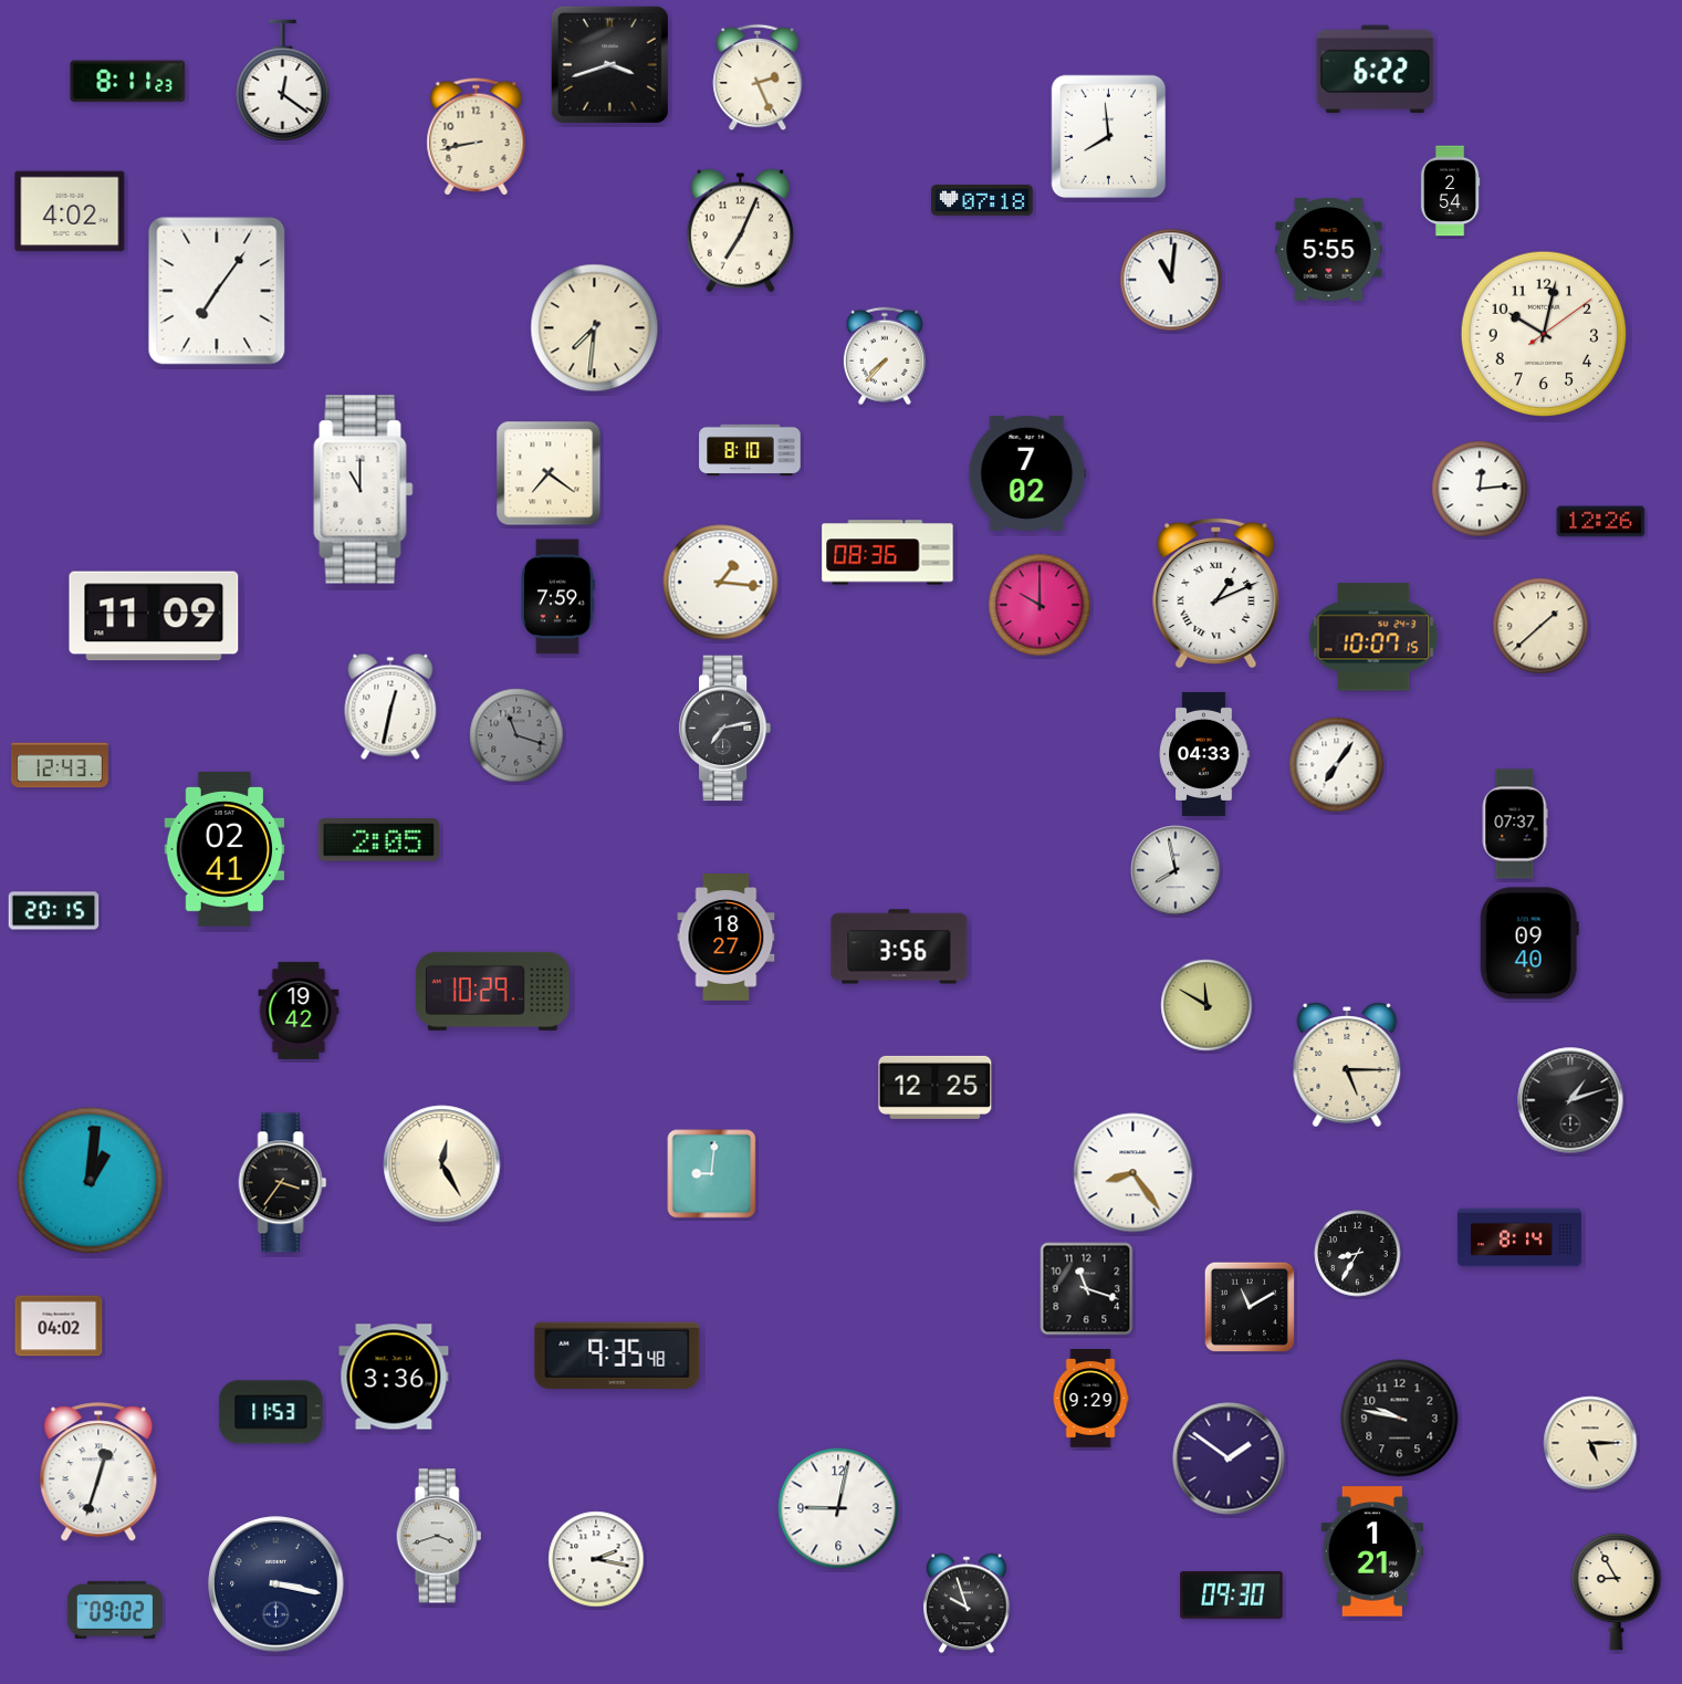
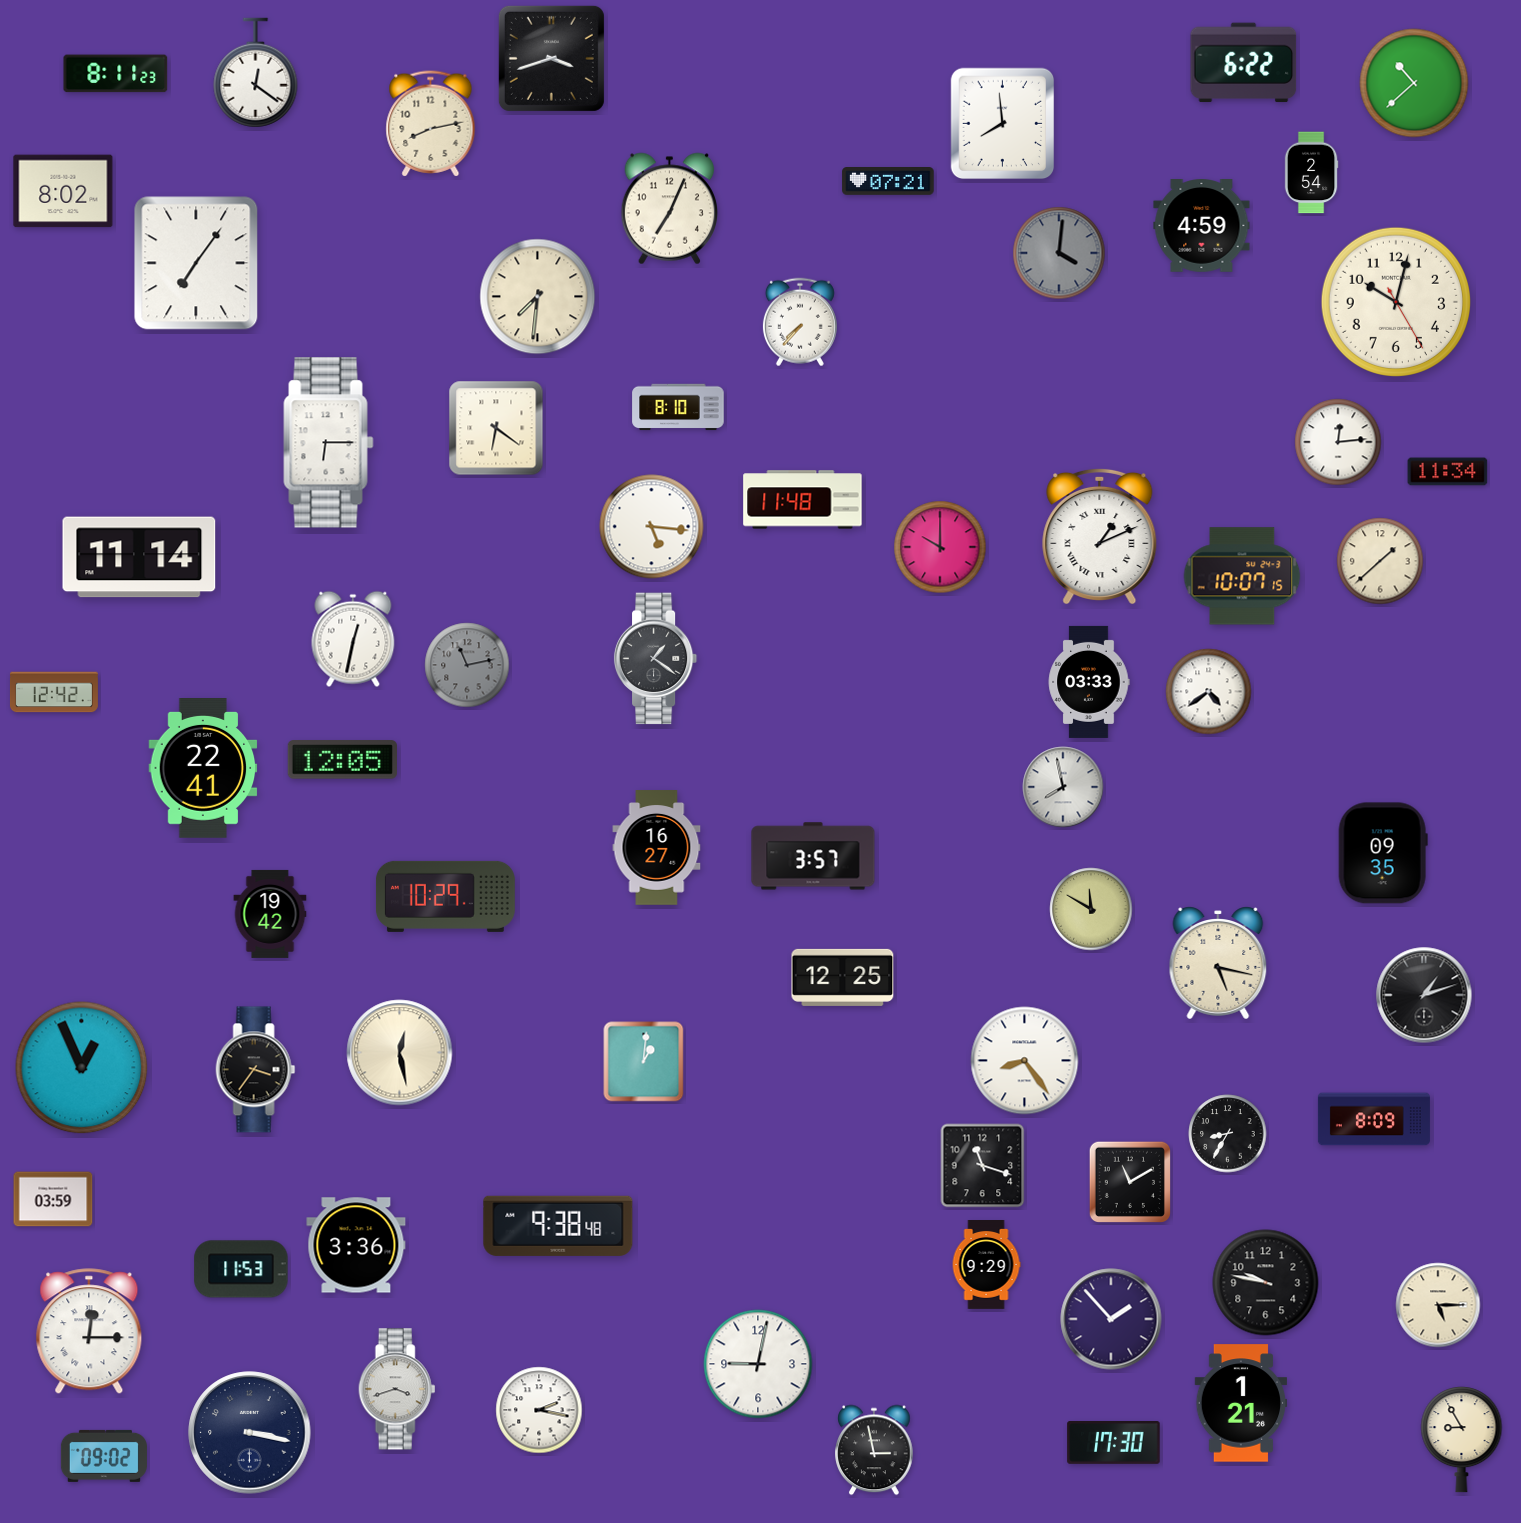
clock at (758, 77): 2:26 -> none
clock at (1414, 83): none -> 10:38
clock at (477, 137): 8:43 -> 8:13
clock at (982, 201): 07:18 -> 07:21
clock at (70, 211): 4:02 -> 8:02
clock at (1329, 250): 5:55 -> 4:59
clock at (1171, 280): 11:01 -> 4:01
clock at (1171, 280) dial: white -> grey
clock at (1543, 333): 10:02:09 -> 10:02:25
clock at (549, 473): 7:21 -> 6:21
clock at (1027, 473): 7:02 -> none
clock at (364, 490): 11:00 -> 6:15
clock at (1601, 522): 12:26 -> 11:34
clock at (888, 553): 08:36 -> 11:48
clock at (721, 583): 1:16 -> 5:16
clock at (558, 597): 7:59 -> none
clock at (154, 616): 11:09 -> 11:14
clock at (1540, 626) position: (1540, 626) -> (1380, 561)
clock at (725, 729): 7:13 -> 1:21
clock at (516, 735): 11:18 -> 11:13
clock at (1204, 754): 04:33 -> 03:33
clock at (60, 765): 12:43 -> 12:42
clock at (1337, 765): 7:06 -> 4:39
clock at (1515, 824): 07:37 -> none
clock at (378, 840): 2:05 -> 12:05
clock at (224, 850): 02:41 -> 22:41
clock at (54, 911): 20:15 -> none
clock at (727, 938): 18:27 -> 16:27
clock at (1529, 943): 09:40 -> 09:35
clock at (899, 946): 3:56 -> 3:57
clock at (1347, 1065): 5:15 -> 5:17
clock at (936, 1087) position: (936, 1087) -> (843, 977)
clock at (1570, 1100) position: (1570, 1100) -> (1424, 995)
clock at (442, 1164): 12:25 -> 12:28
clock at (712, 1174): 9:01 -> 1:01
clock at (91, 1181): 1:01 -> 12:56
clock at (1519, 1237): 8:14 -> 8:09
clock at (59, 1326): 04:02 -> 03:59
clock at (617, 1356): 9:35 -> 9:38
clock at (271, 1412) position: (271, 1412) -> (241, 1269)
clock at (1229, 1458): 1:51 -> 1:53
clock at (98, 1473): 12:33 -> 12:15
clock at (1232, 1596): 09:30 -> 17:30
clock at (967, 1603): 9:57 -> 2:58
